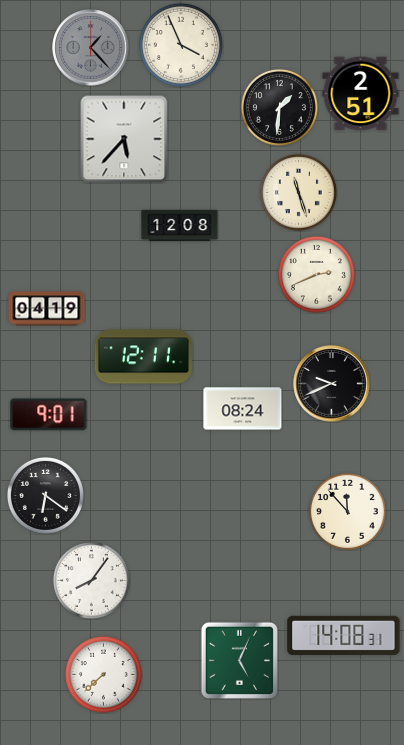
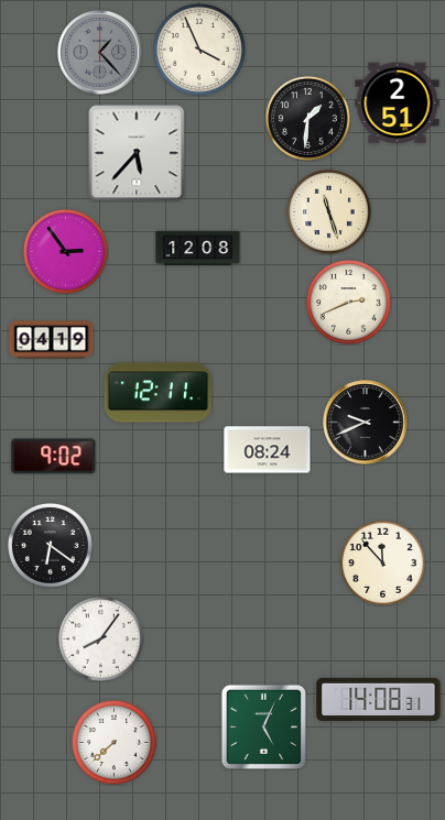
clock at (65, 251): none -> 2:54
clock at (49, 415): 9:01 -> 9:02
